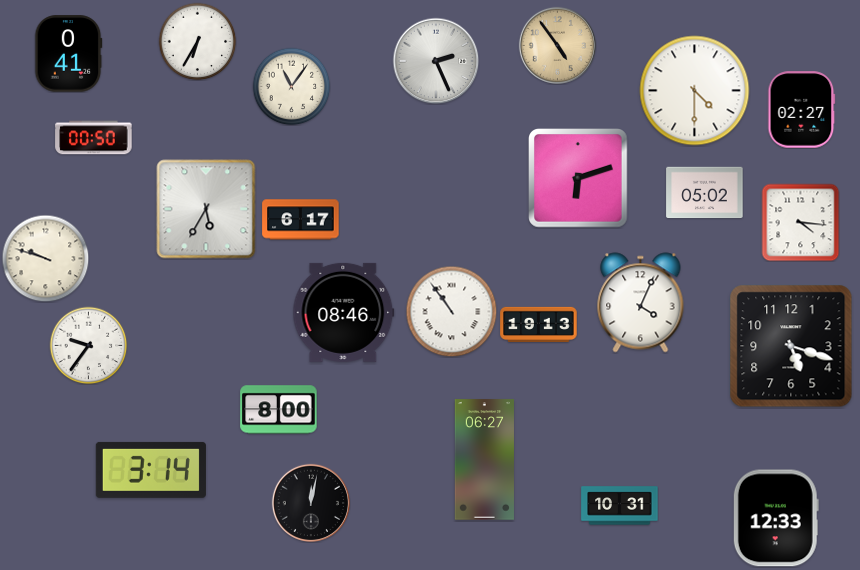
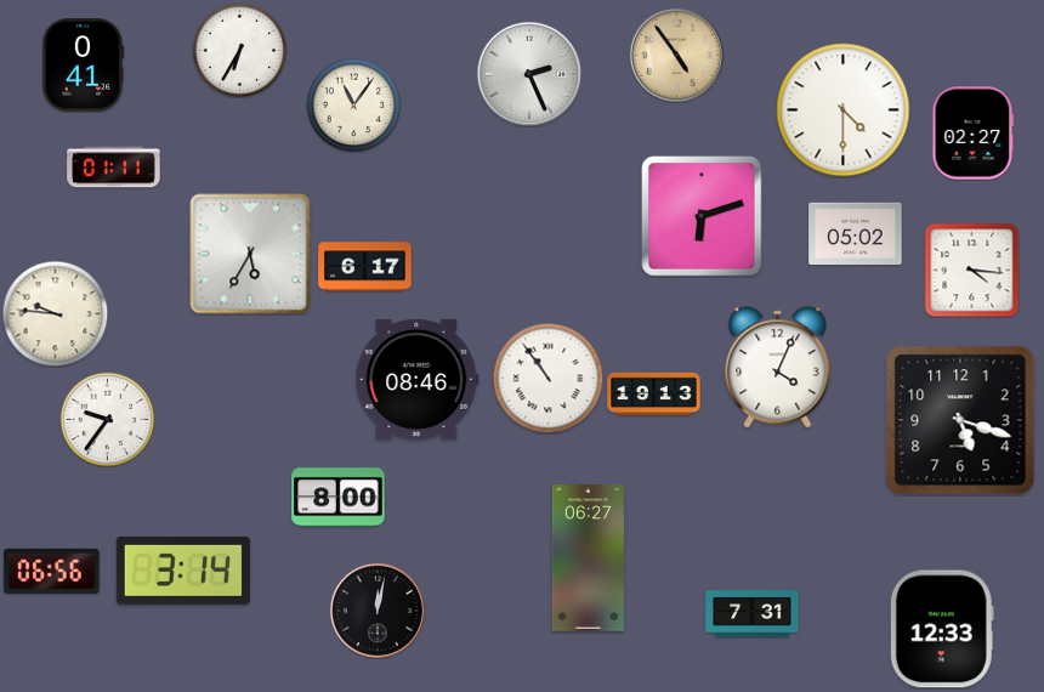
clock at (94, 138): 00:50 -> 01:11
clock at (45, 258): 9:48 -> 9:46
clock at (52, 571): none -> 06:56
clock at (620, 506): 10:31 -> 7:31
